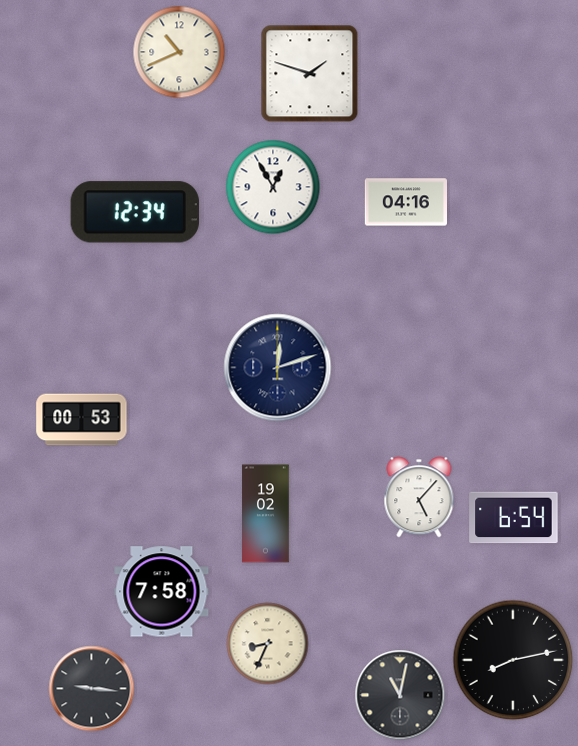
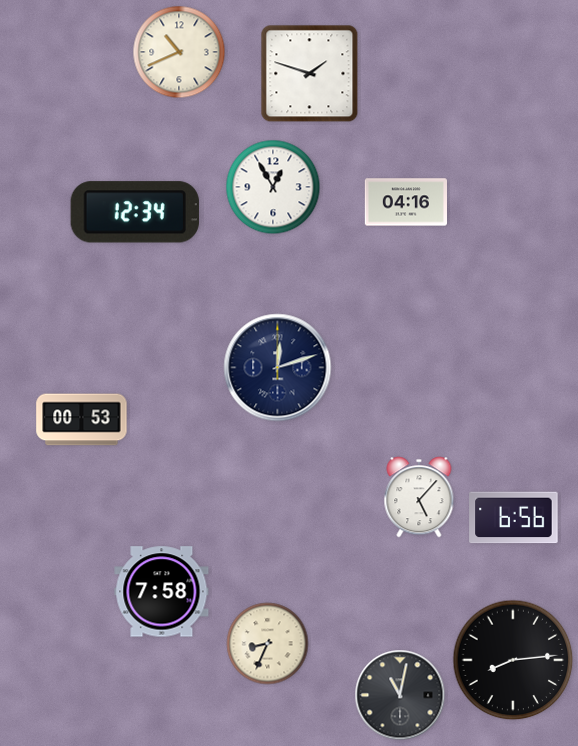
clock at (266, 514): 19:02 -> none
clock at (514, 518): 6:54 -> 6:56
clock at (513, 660): 8:13 -> 8:14
clock at (92, 689): 9:16 -> none
